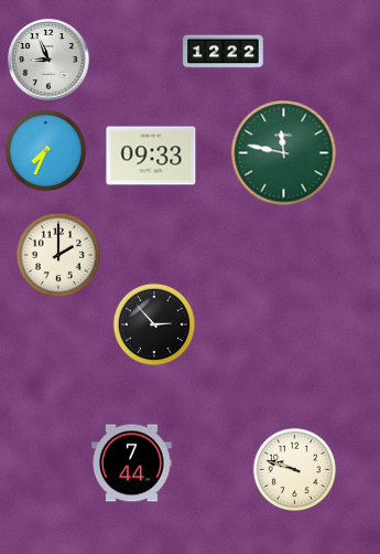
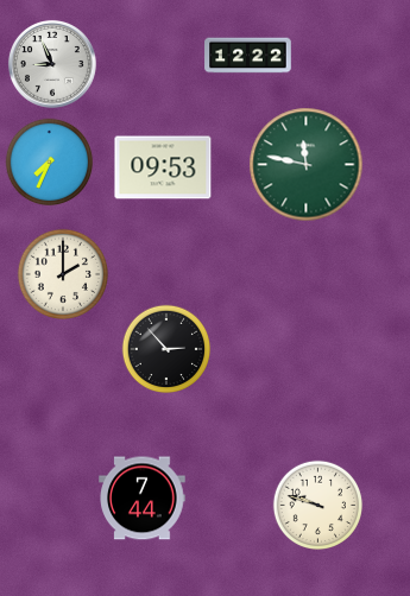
clock at (224, 52) position: (224, 52) -> (248, 56)
clock at (151, 156): 09:33 -> 09:53
